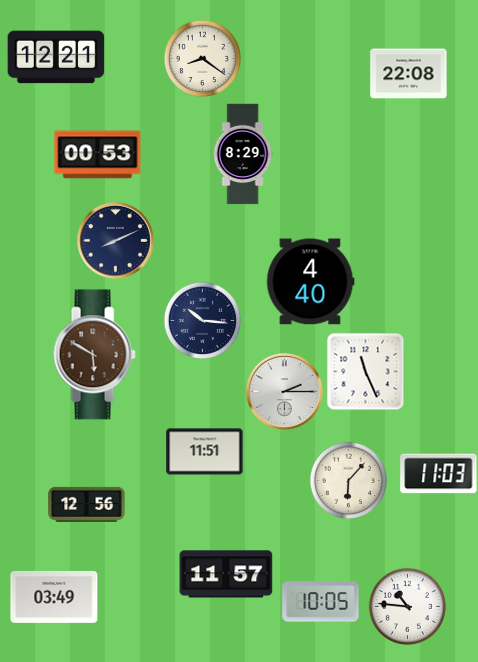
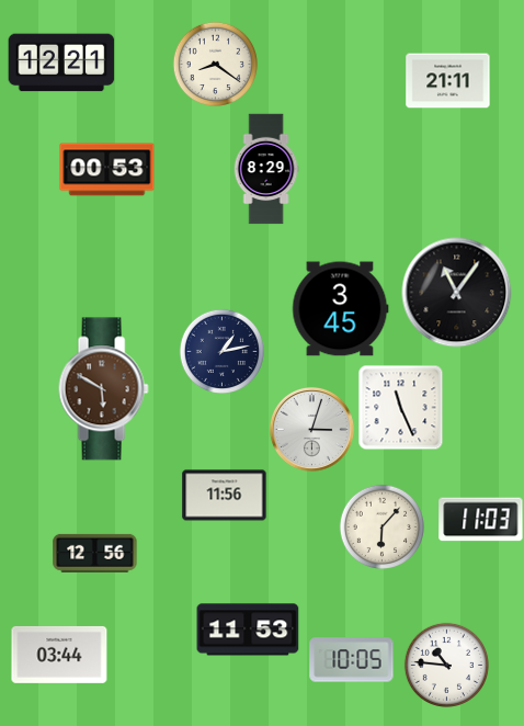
clock at (202, 58) position: (202, 58) -> (215, 64)
clock at (409, 74): 22:08 -> 21:11
clock at (115, 240): 8:11 -> none
clock at (457, 293): none -> 11:06
clock at (310, 282): 4:40 -> 3:45
clock at (202, 320): 10:16 -> 1:13
clock at (284, 391): 2:15 -> 3:03
clock at (205, 452): 11:51 -> 11:56
clock at (226, 574): 11:57 -> 11:53
clock at (54, 597): 03:49 -> 03:44
